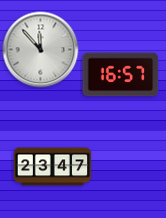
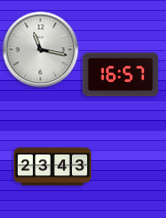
clock at (41, 50): 11:53 -> 11:17
clock at (53, 167): 23:47 -> 23:43
